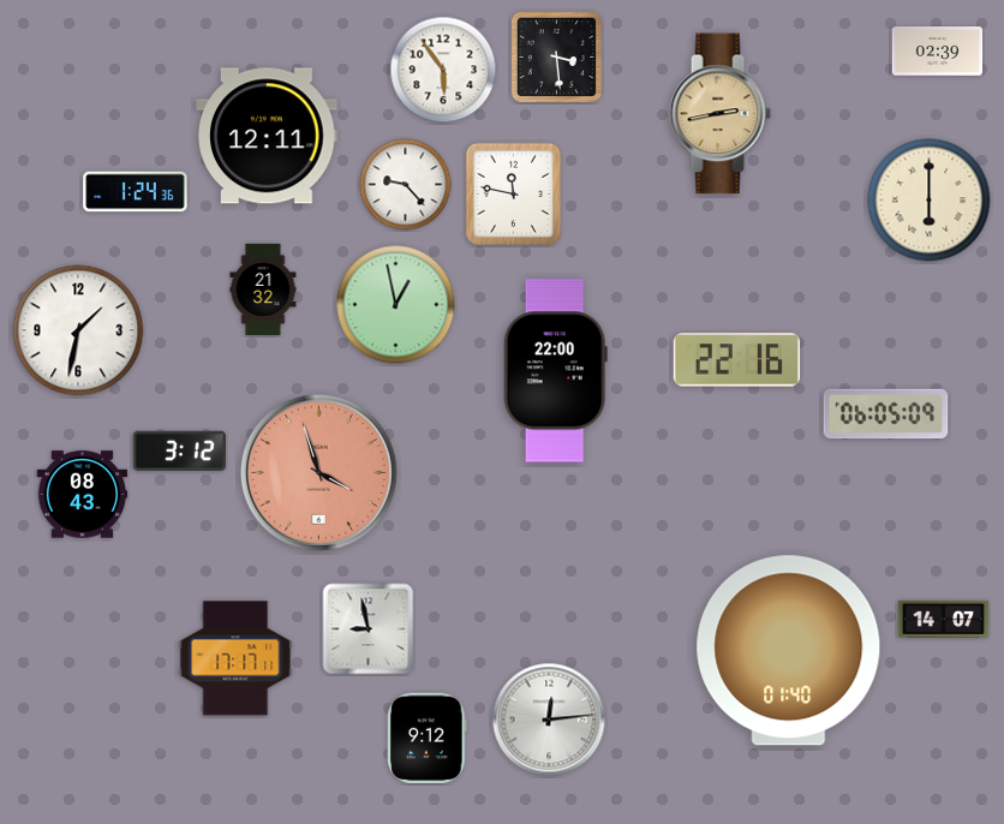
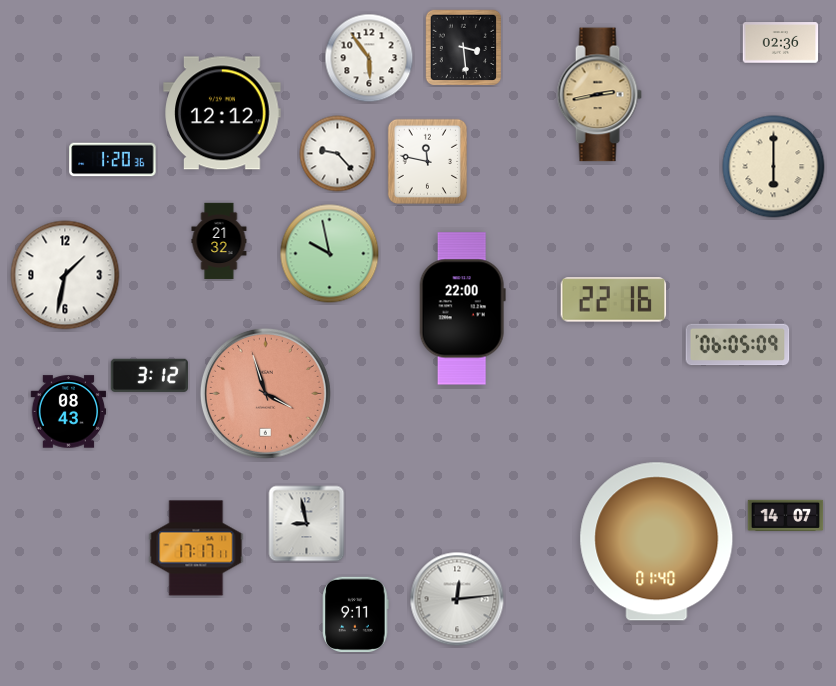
clock at (938, 52): 02:39 -> 02:36
clock at (267, 136): 12:11 -> 12:12
clock at (136, 192): 1:24 -> 1:20
clock at (396, 305): 12:58 -> 9:58
clock at (428, 739): 9:12 -> 9:11
